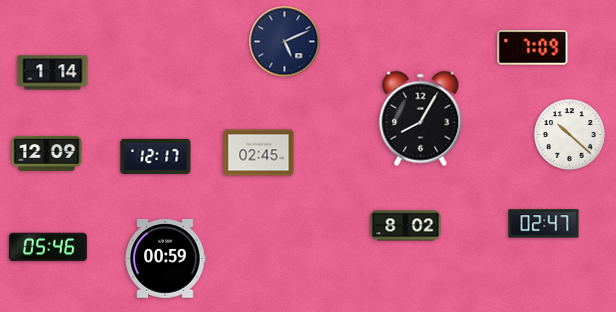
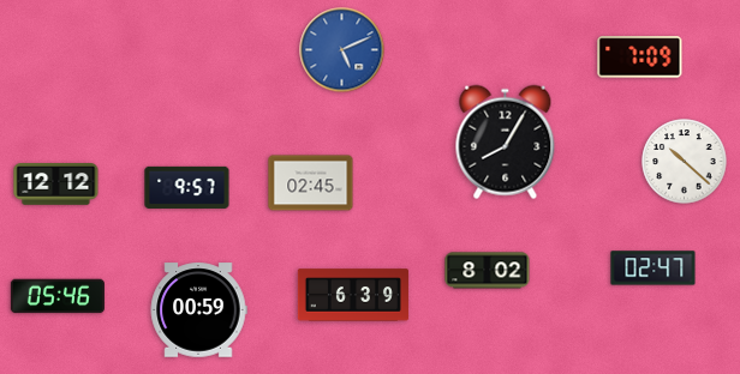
clock at (285, 42) dial: navy -> blue
clock at (53, 73): 1:14 -> none
clock at (47, 154): 12:09 -> 12:12
clock at (156, 156): 12:17 -> 9:57
clock at (353, 295): none -> 6:39
